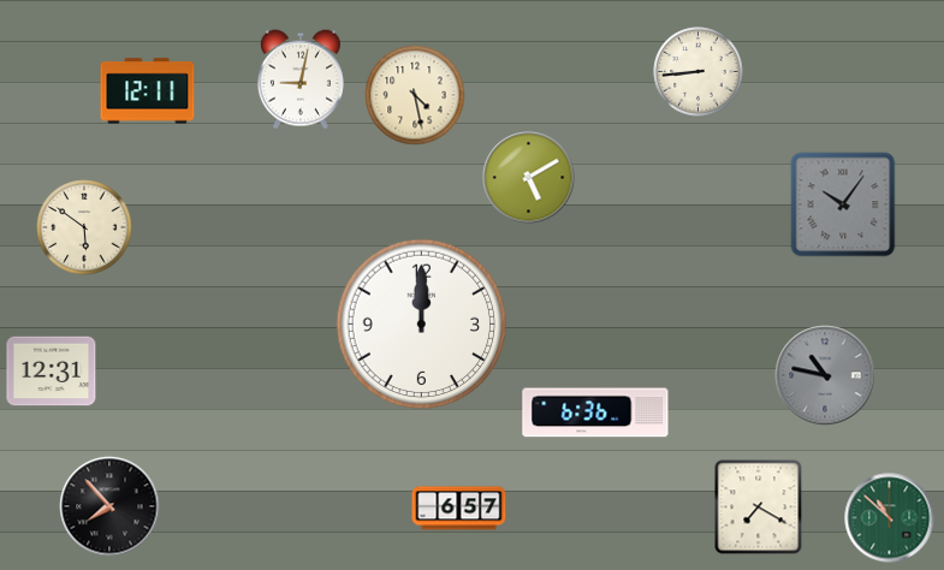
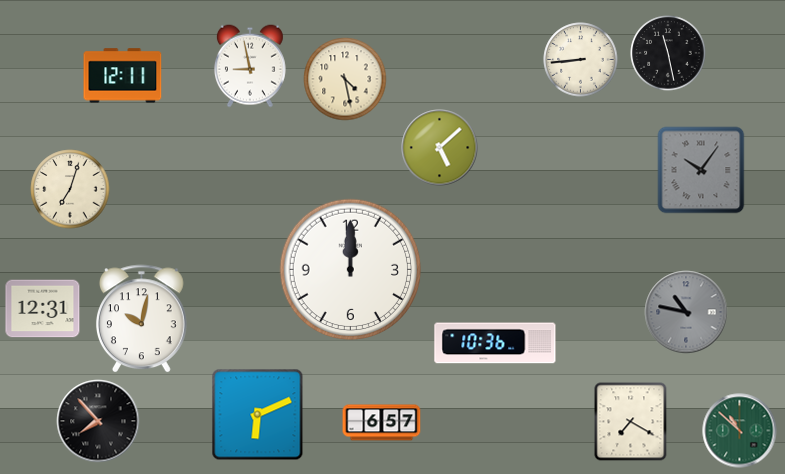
clock at (668, 53): none -> 11:28
clock at (301, 79): 9:02 -> 8:58
clock at (529, 178): 5:10 -> 5:08
clock at (84, 227): 5:51 -> 7:03
clock at (141, 319): none -> 10:02
clock at (595, 412): 6:36 -> 10:36
clock at (258, 415): none -> 6:11
clock at (109, 506) position: (109, 506) -> (98, 421)
